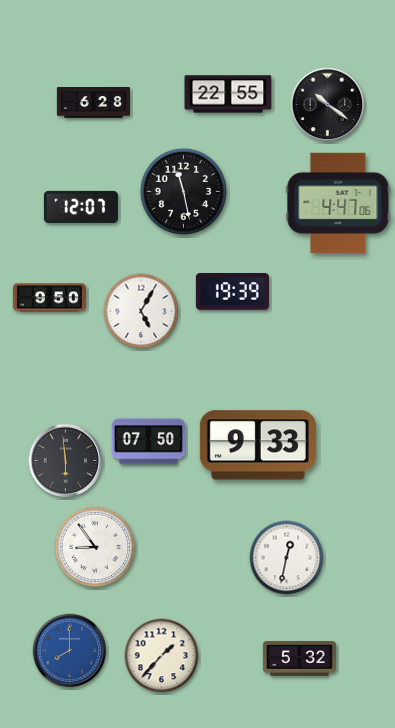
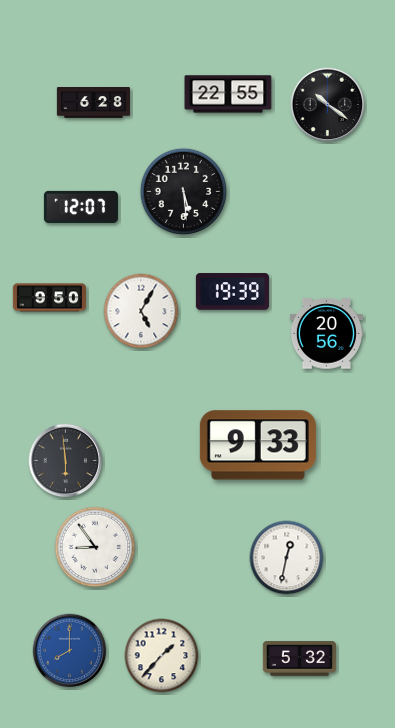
clock at (184, 192): 11:28 -> 5:29
clock at (338, 203): 4:47 -> none
clock at (326, 334): none -> 20:56
clock at (148, 442): 07:50 -> none
